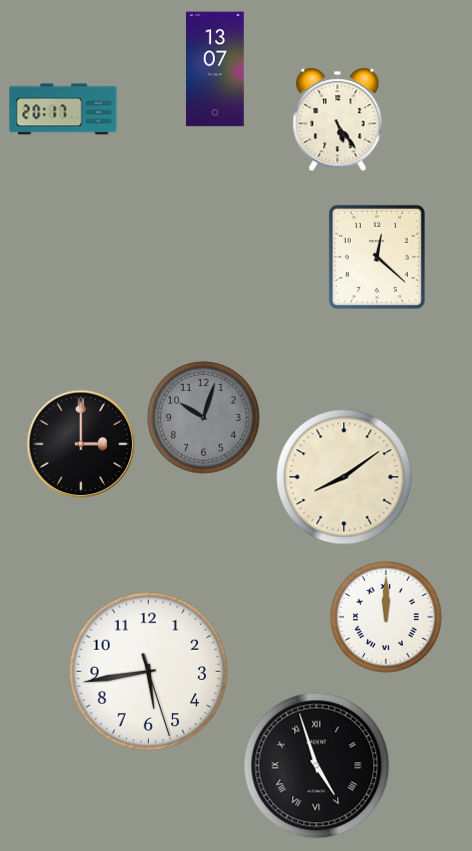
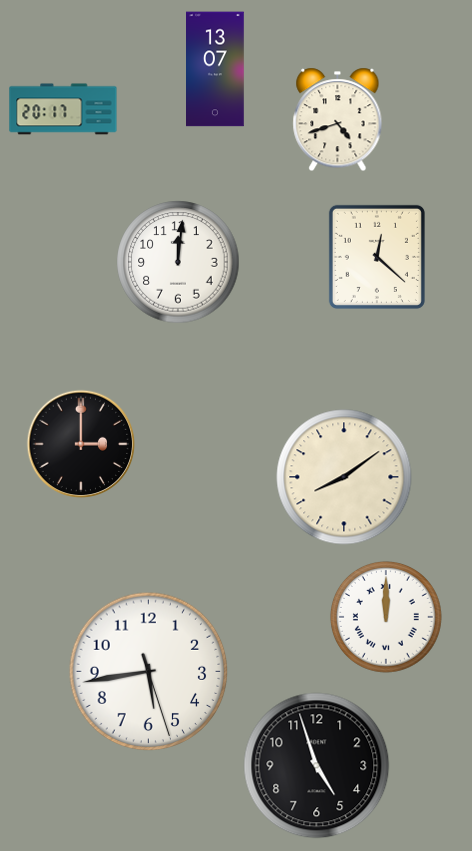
clock at (338, 120): 5:24 -> 4:42
clock at (178, 262): none -> 12:01
clock at (203, 417): 10:03 -> none
clock at (317, 766) numerals: Roman -> Arabic
